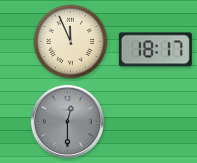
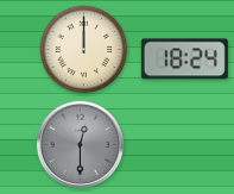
clock at (71, 42): 11:56 -> 12:00
clock at (155, 50): 18:17 -> 18:24
